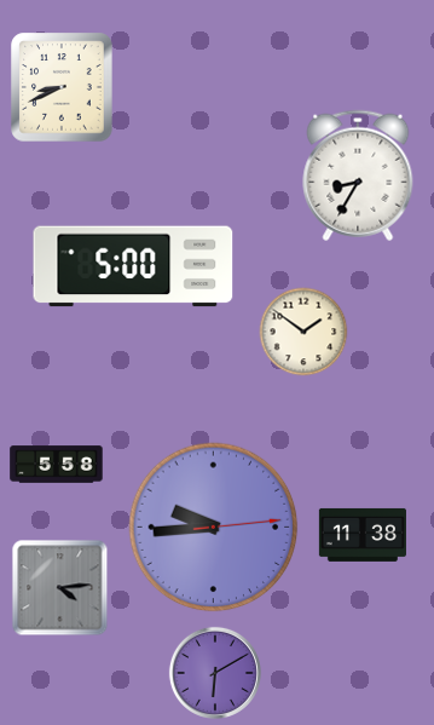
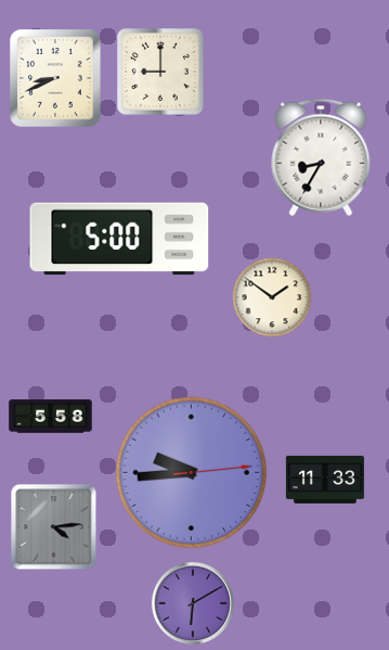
clock at (160, 72): none -> 9:00
clock at (363, 535): 11:38 -> 11:33
